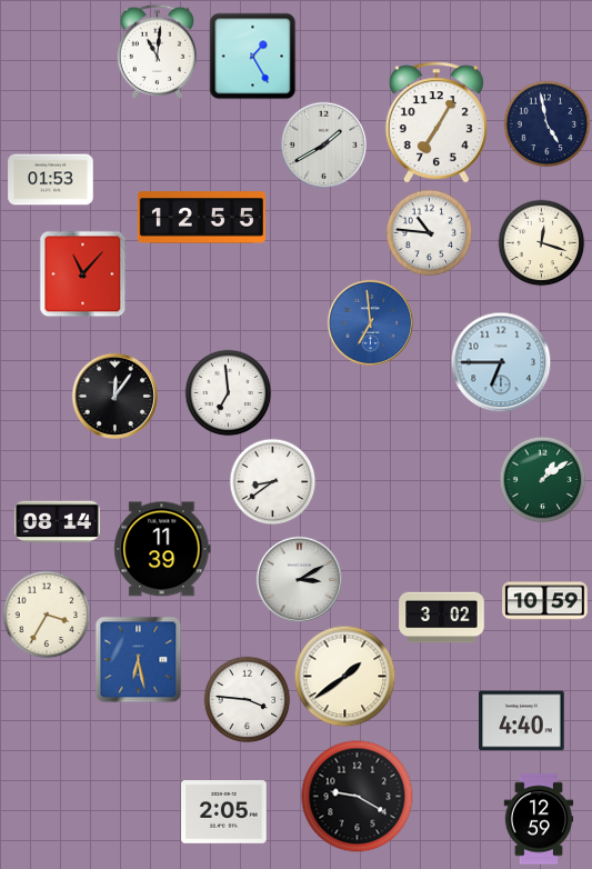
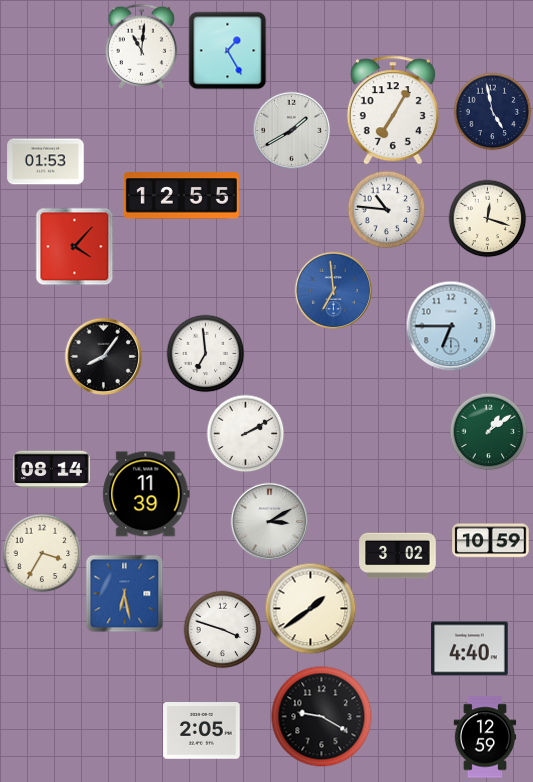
clock at (82, 273): 11:07 -> 4:07
clock at (114, 396): 12:06 -> 8:06
clock at (272, 481): 8:39 -> 2:10
clock at (247, 699): 3:46 -> 3:48
